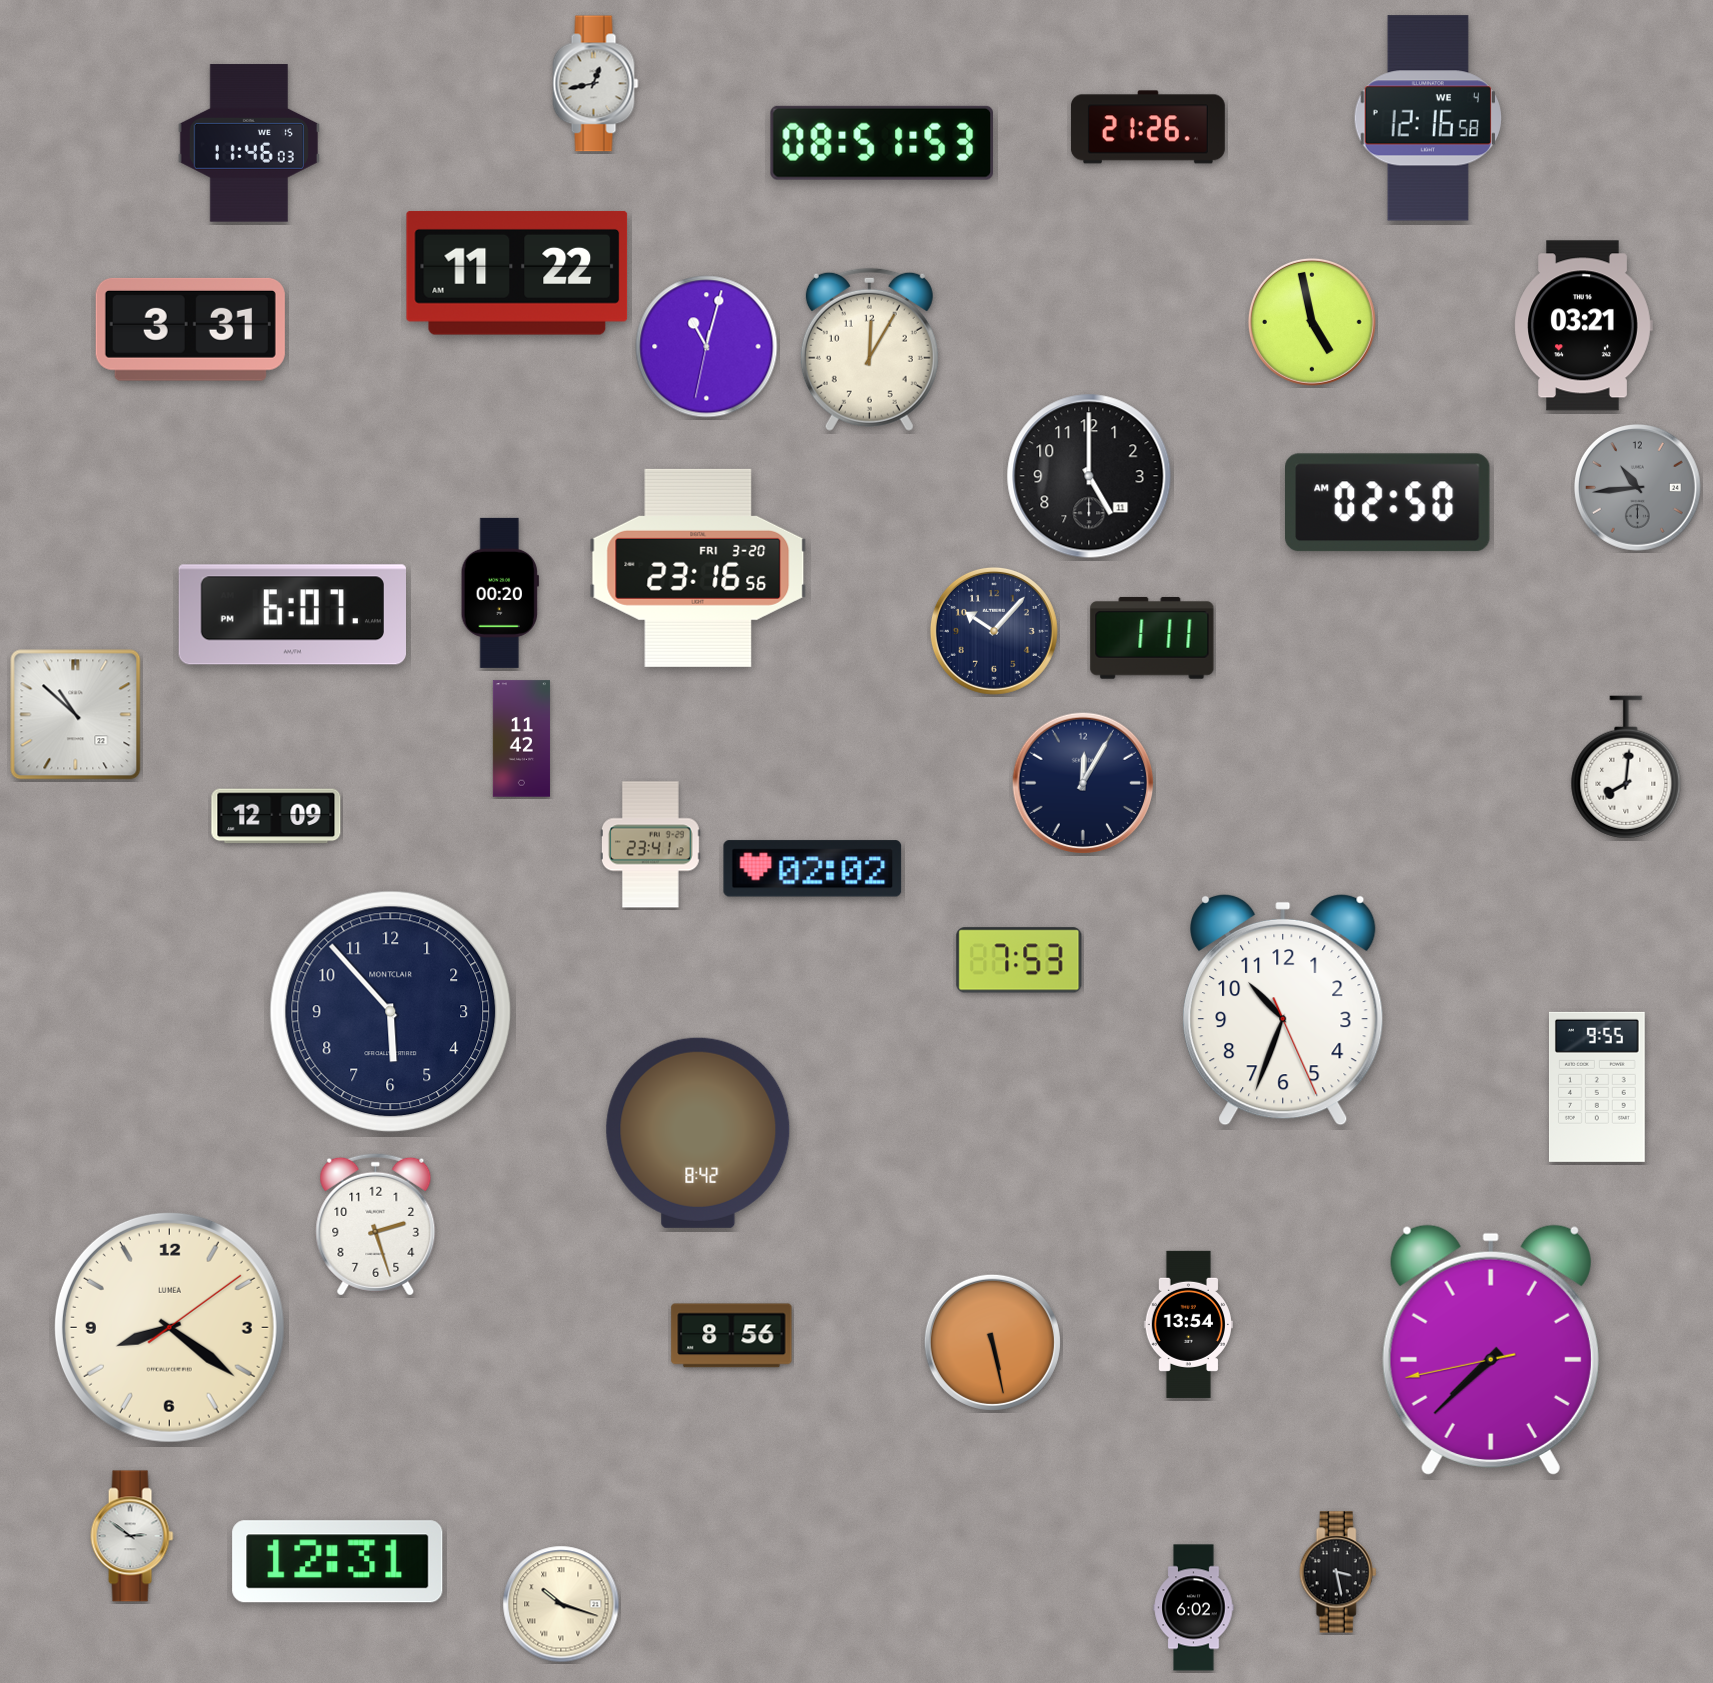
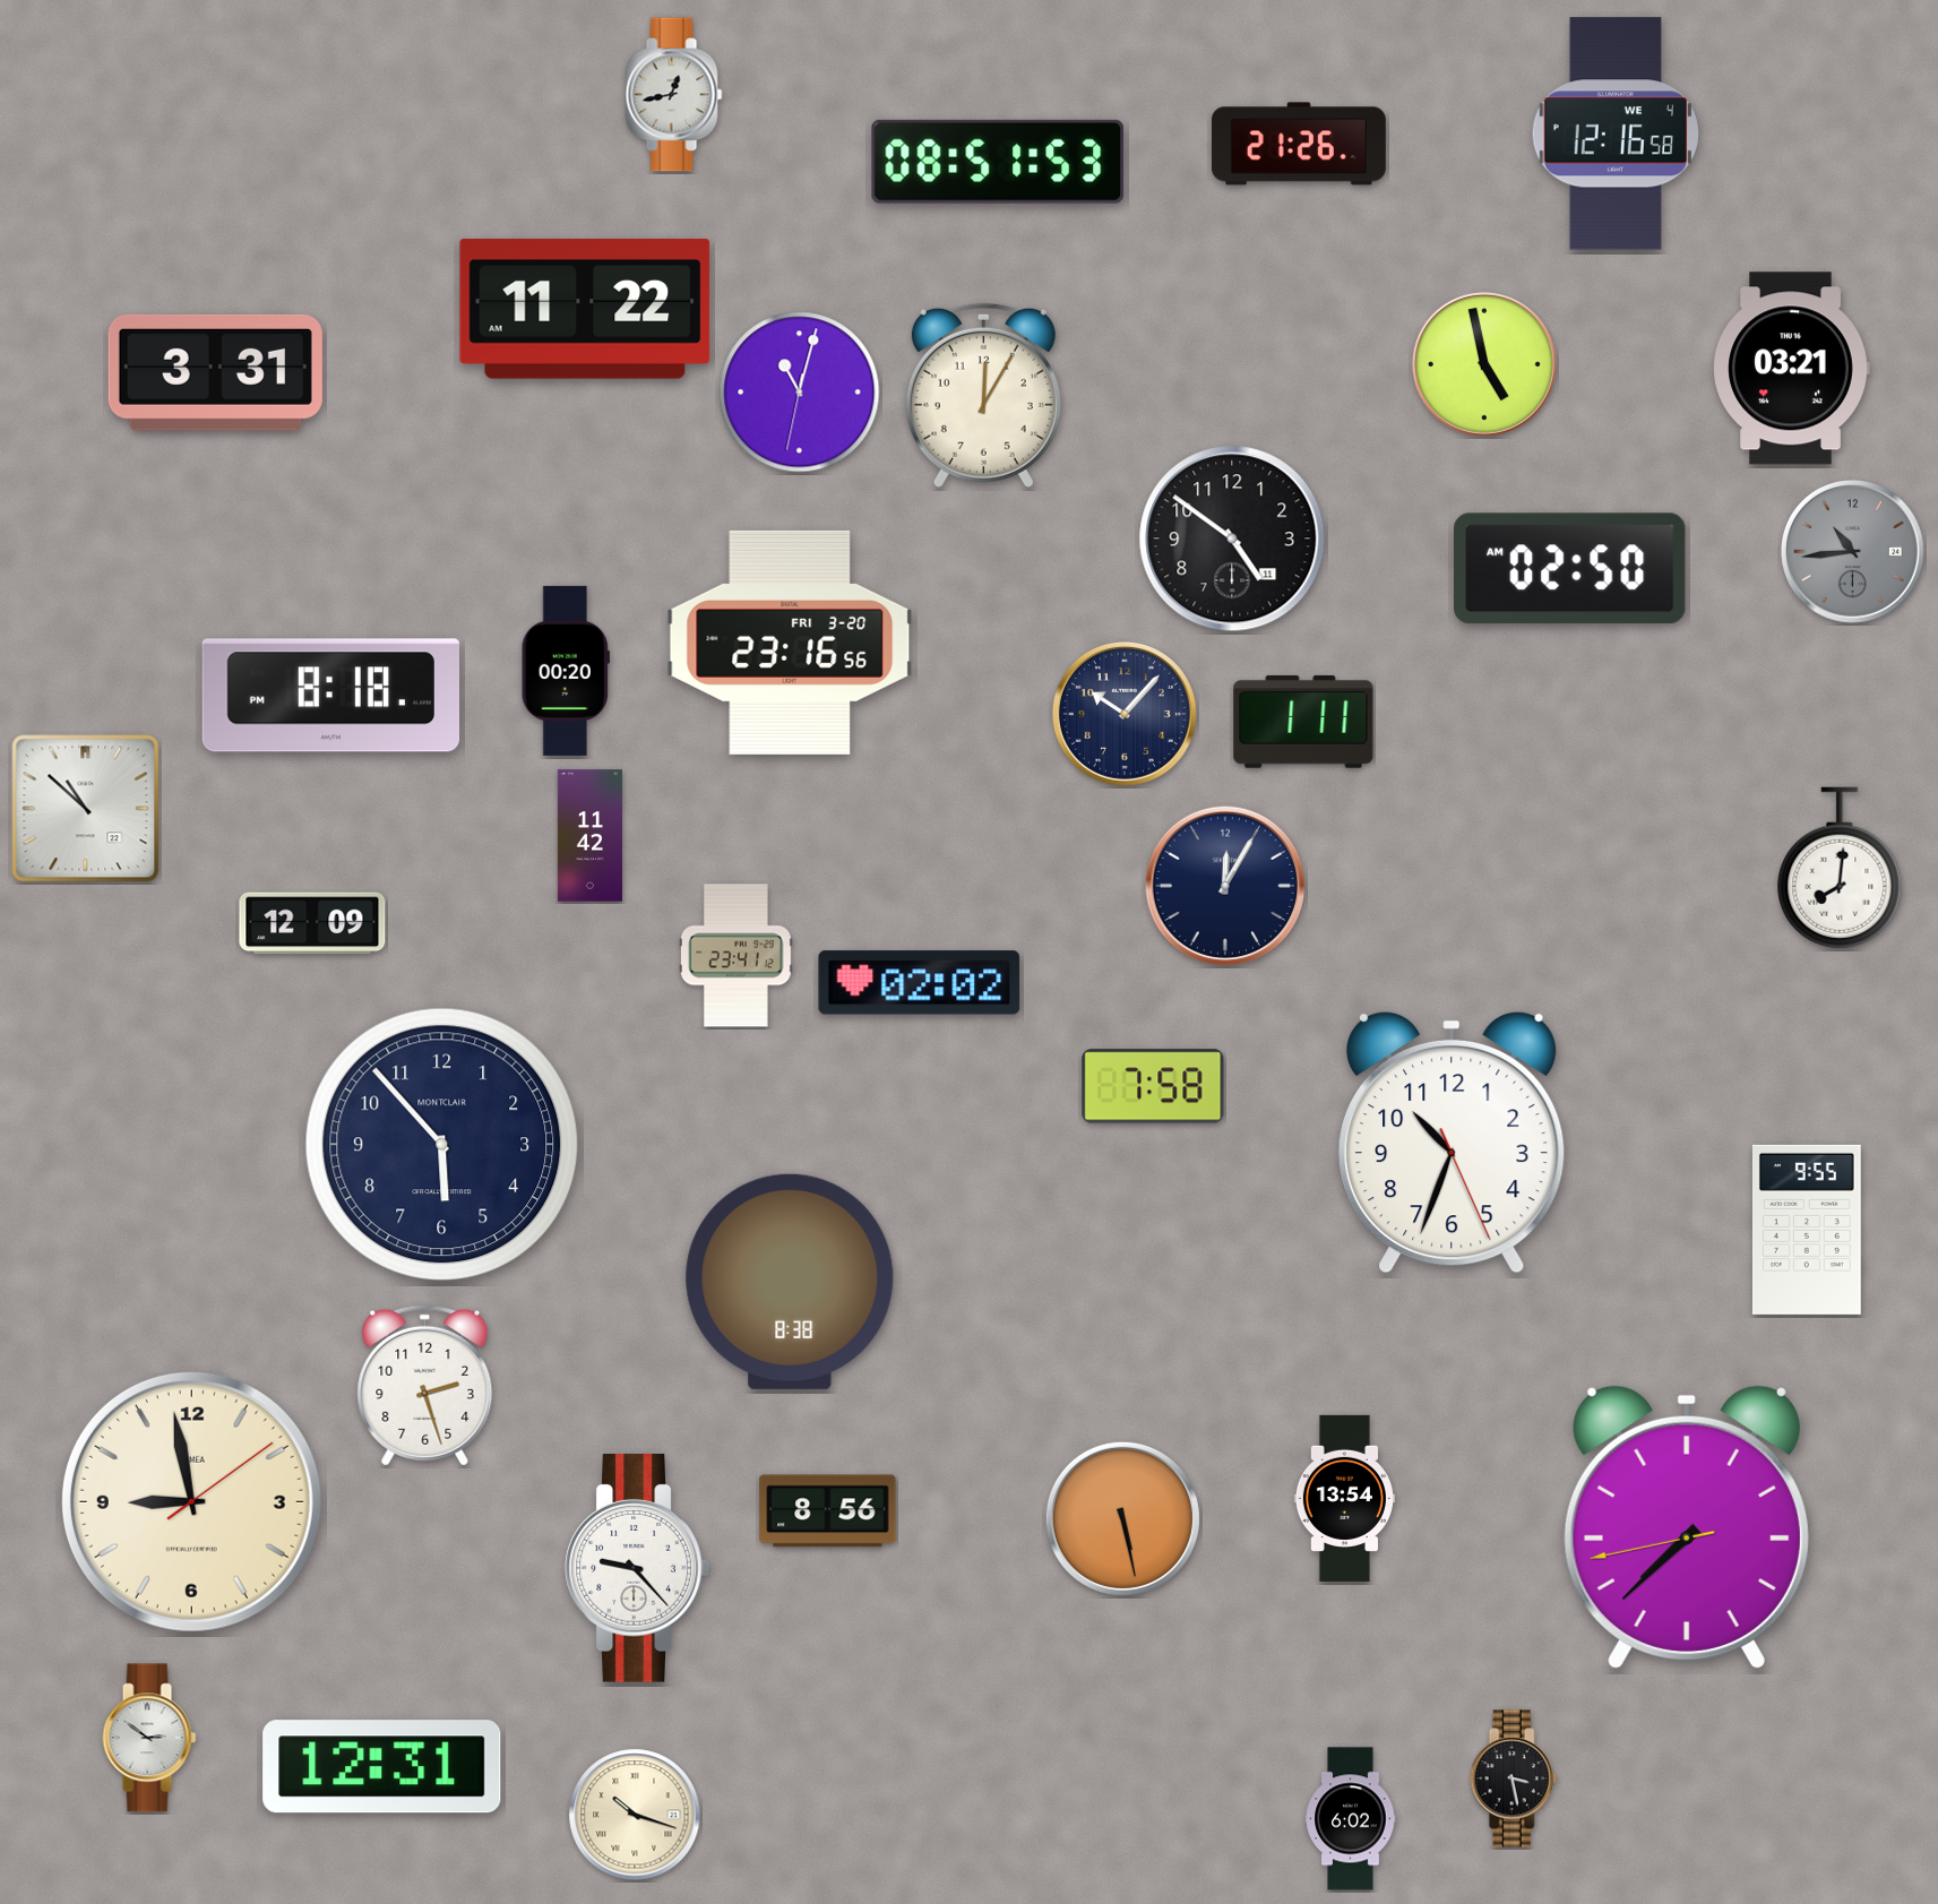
clock at (249, 143): 11:46 -> none
clock at (1089, 476): 5:00 -> 4:51
clock at (292, 615): 6:07 -> 8:18
clock at (1019, 960): 7:53 -> 7:58
clock at (698, 1133): 8:42 -> 8:38
clock at (169, 1327): 8:21 -> 8:58
clock at (637, 1568): none -> 9:23
